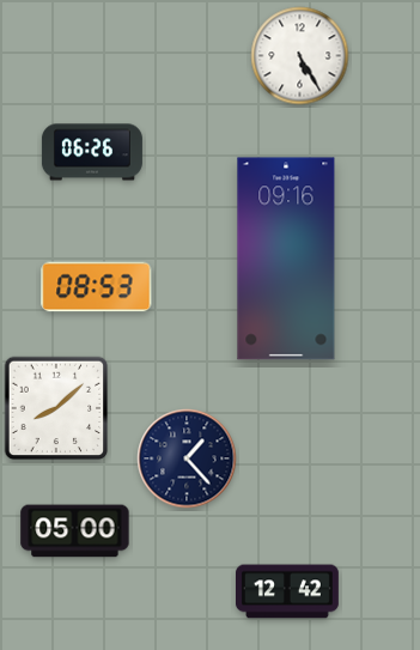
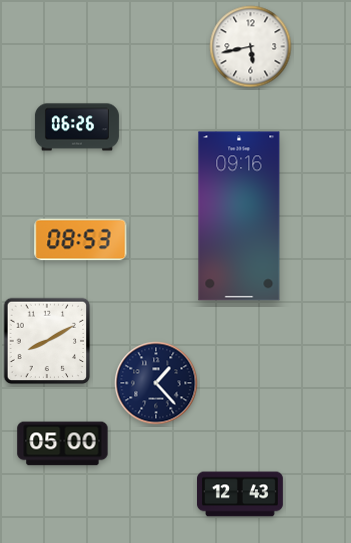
clock at (300, 56): 5:25 -> 5:43
clock at (56, 408): 8:08 -> 8:10
clock at (288, 591): 12:42 -> 12:43
